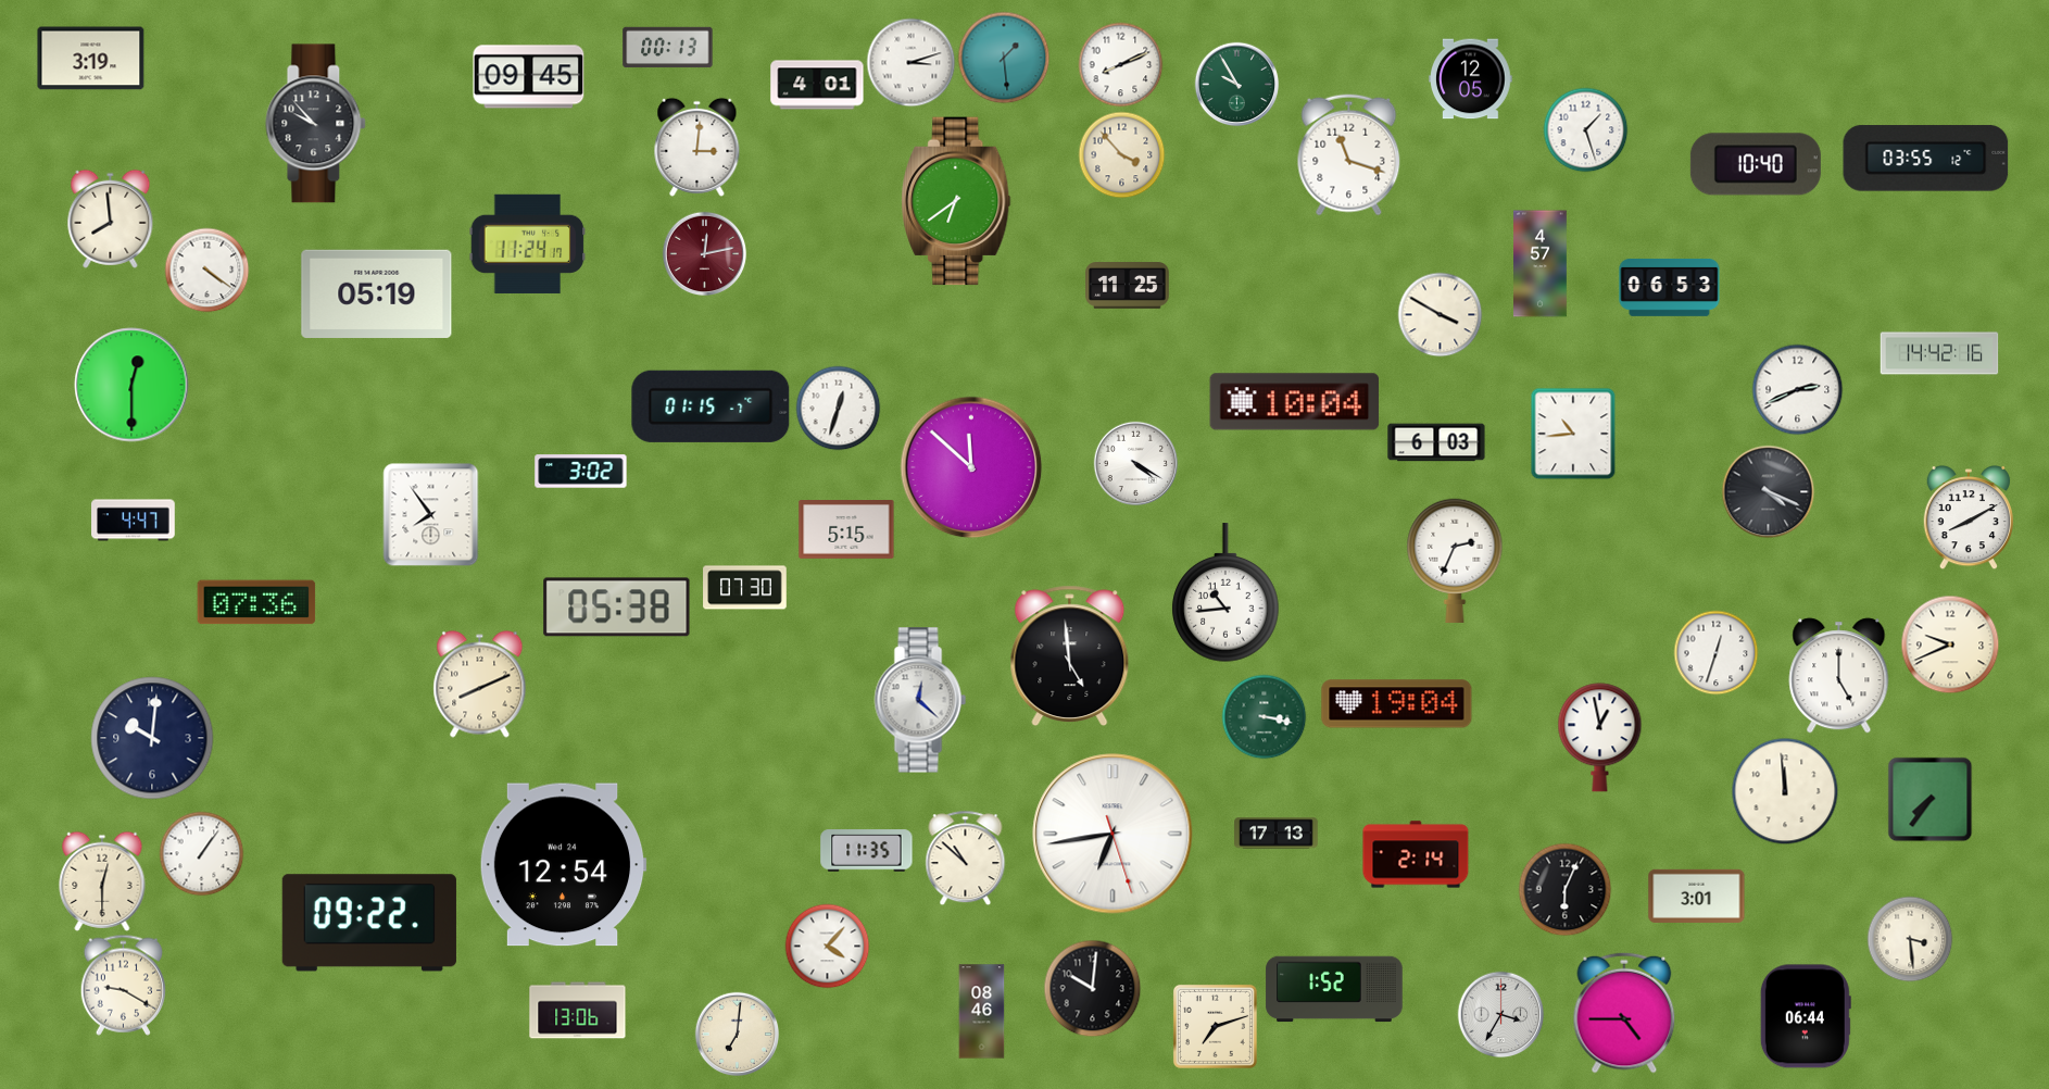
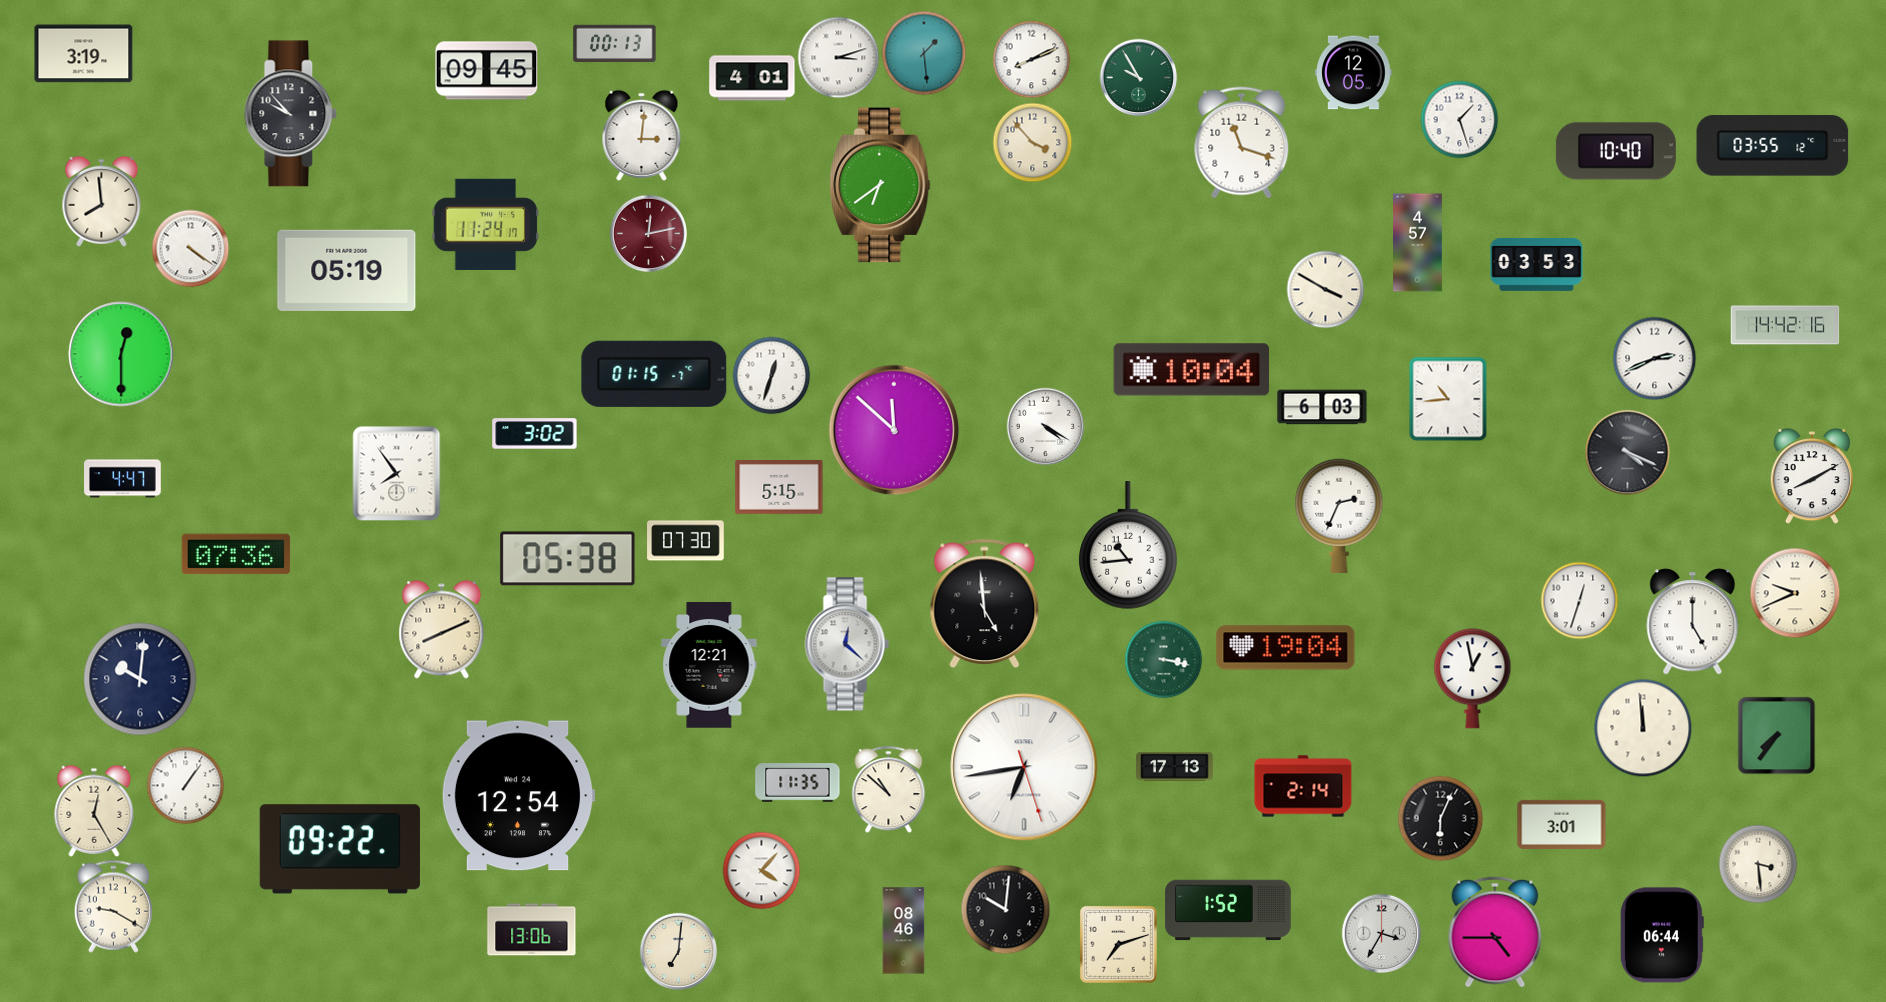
clock at (1128, 286): 11:25 -> none
clock at (1670, 287): 06:53 -> 03:53
clock at (709, 665): none -> 12:21
clock at (102, 881): 12:30 -> 12:25
